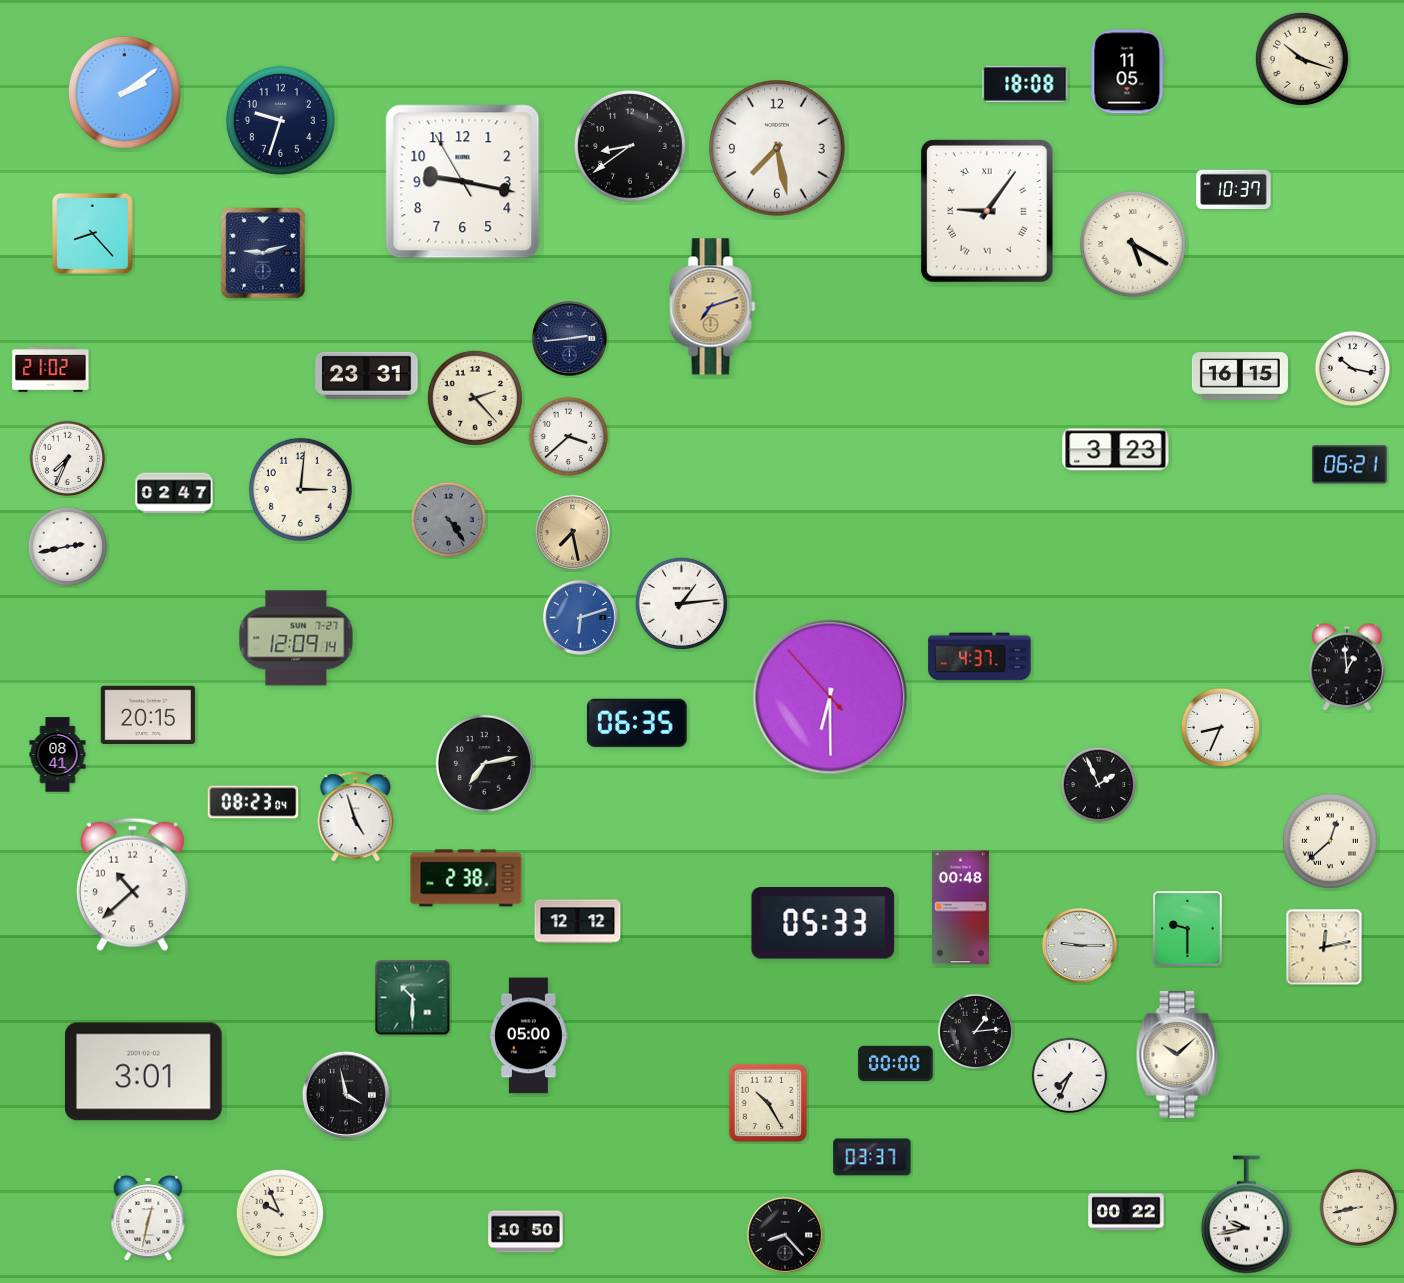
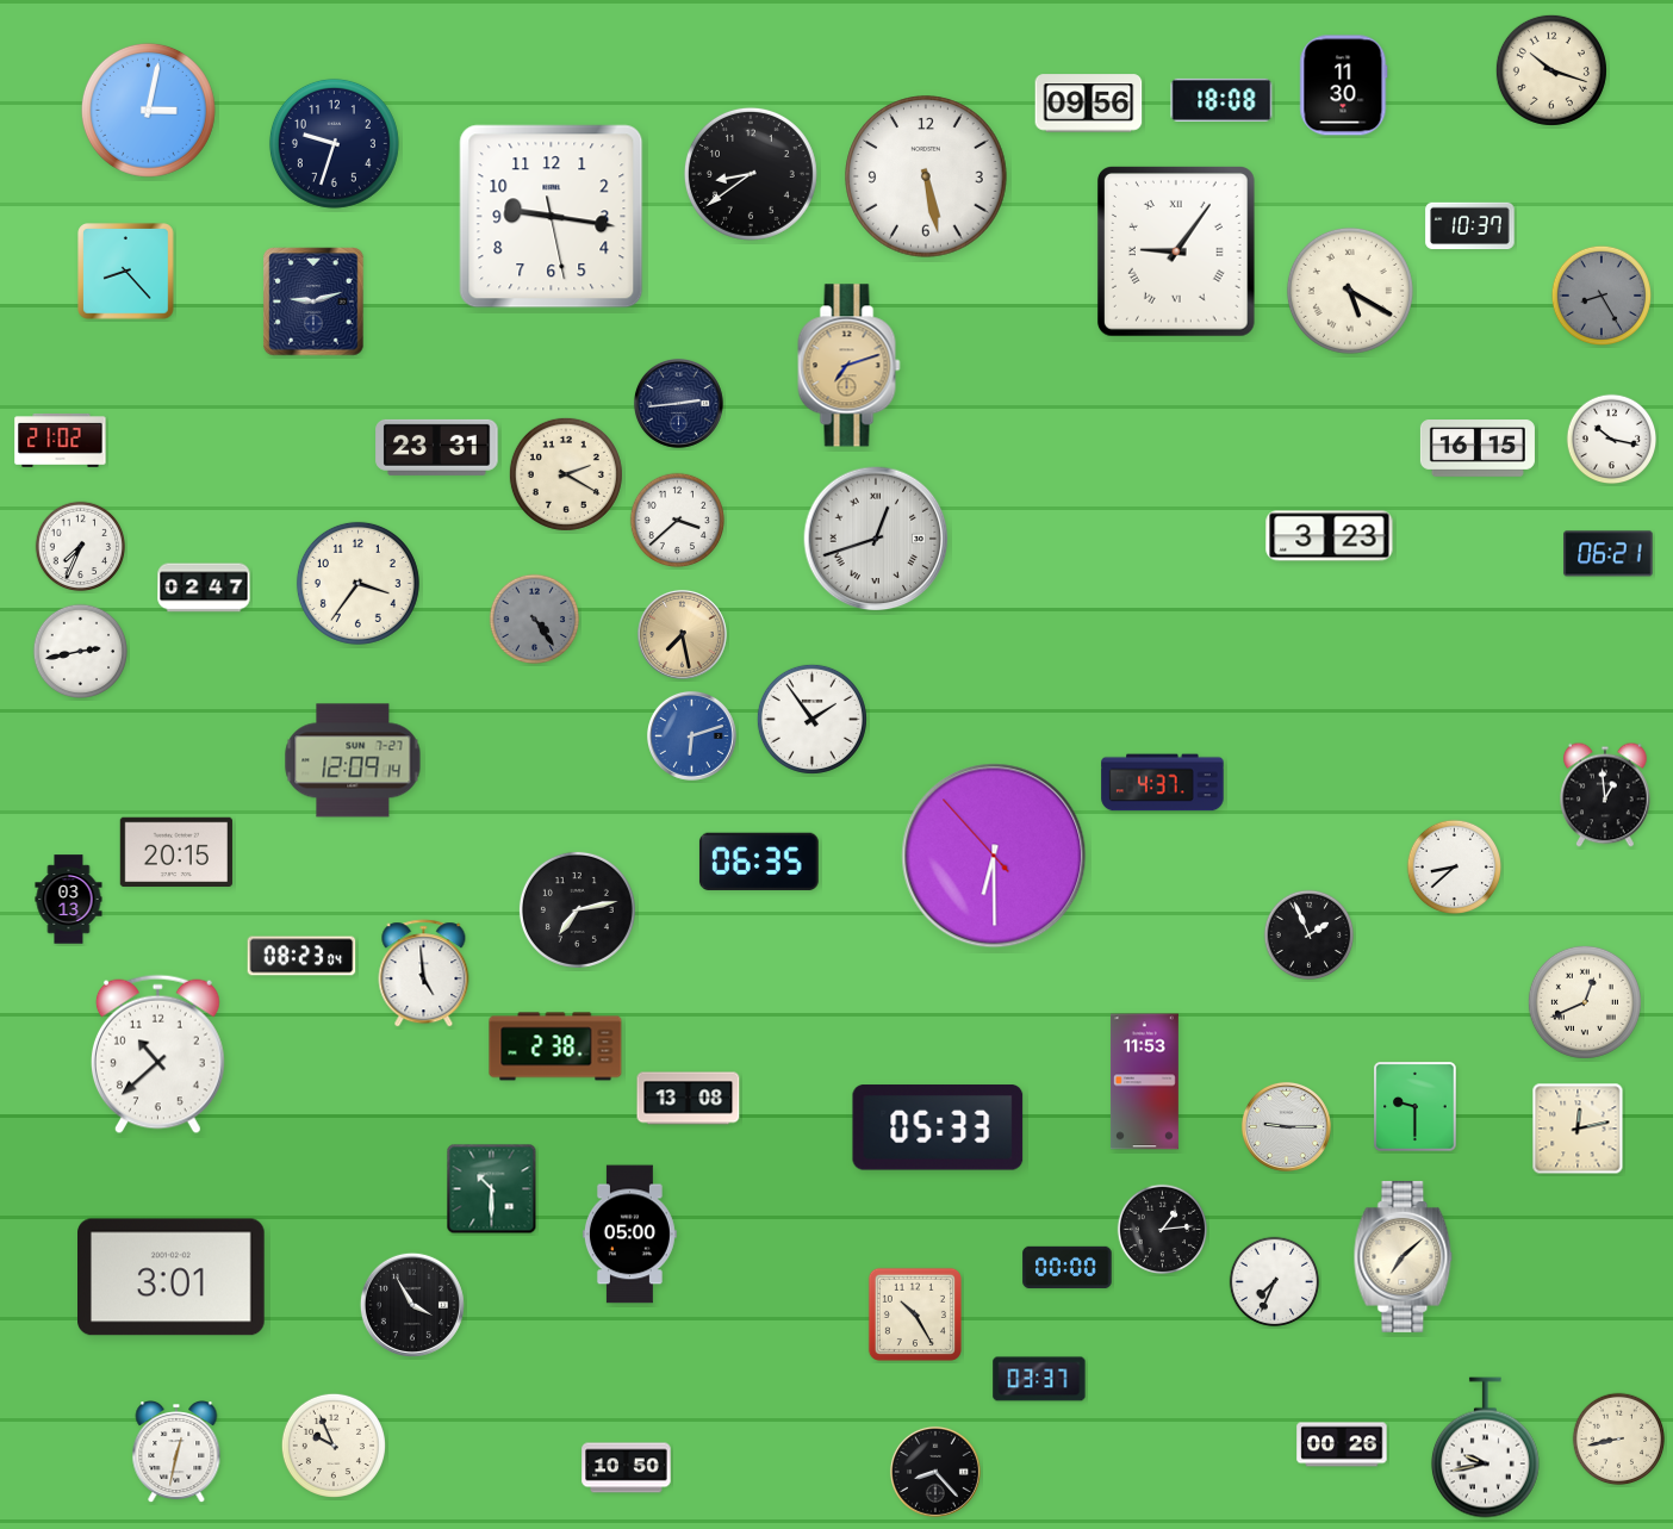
clock at (1128, 72): 11:05 -> 11:30
clock at (1089, 104): none -> 09:56
clock at (124, 92): 2:09 -> 3:02
clock at (777, 148): 7:28 -> 5:28
clock at (463, 182): 9:16:55 -> 9:16:28
clock at (93, 234) position: (93, 234) -> (126, 272)
clock at (1600, 294): none -> 8:25
clock at (475, 398): 2:23 -> 2:20
clock at (876, 539): none -> 12:42
clock at (300, 489): 3:01 -> 3:36
clock at (174, 493) position: (174, 493) -> (204, 588)
clock at (681, 603): 1:14 -> 1:54
clock at (980, 657) position: (980, 657) -> (1163, 783)
clock at (830, 697) position: (830, 697) -> (994, 856)
clock at (1221, 728): 8:34 -> 8:38
clock at (58, 755): 08:41 -> 03:13
clock at (356, 817): 4:57 -> 4:59
clock at (1330, 841): 12:38 -> 12:41
clock at (960, 908): 00:48 -> 11:53
clock at (578, 922): 12:12 -> 13:08
clock at (823, 923) position: (823, 923) -> (938, 1127)
clock at (1178, 1054): 10:08 -> 7:08
clock at (346, 1095): 3:58 -> 3:55
clock at (1126, 1212): 00:22 -> 00:26
